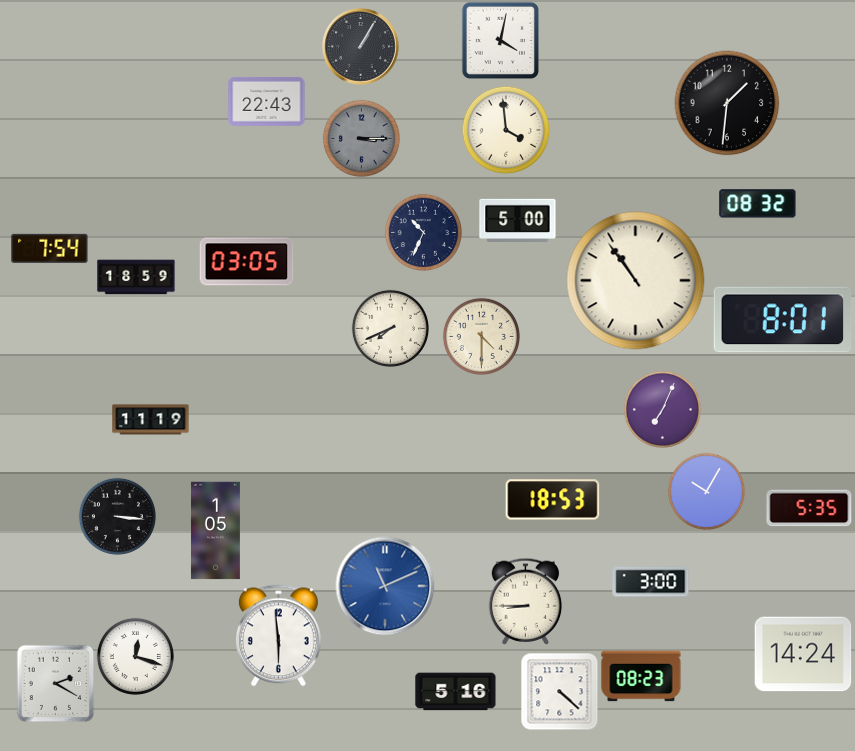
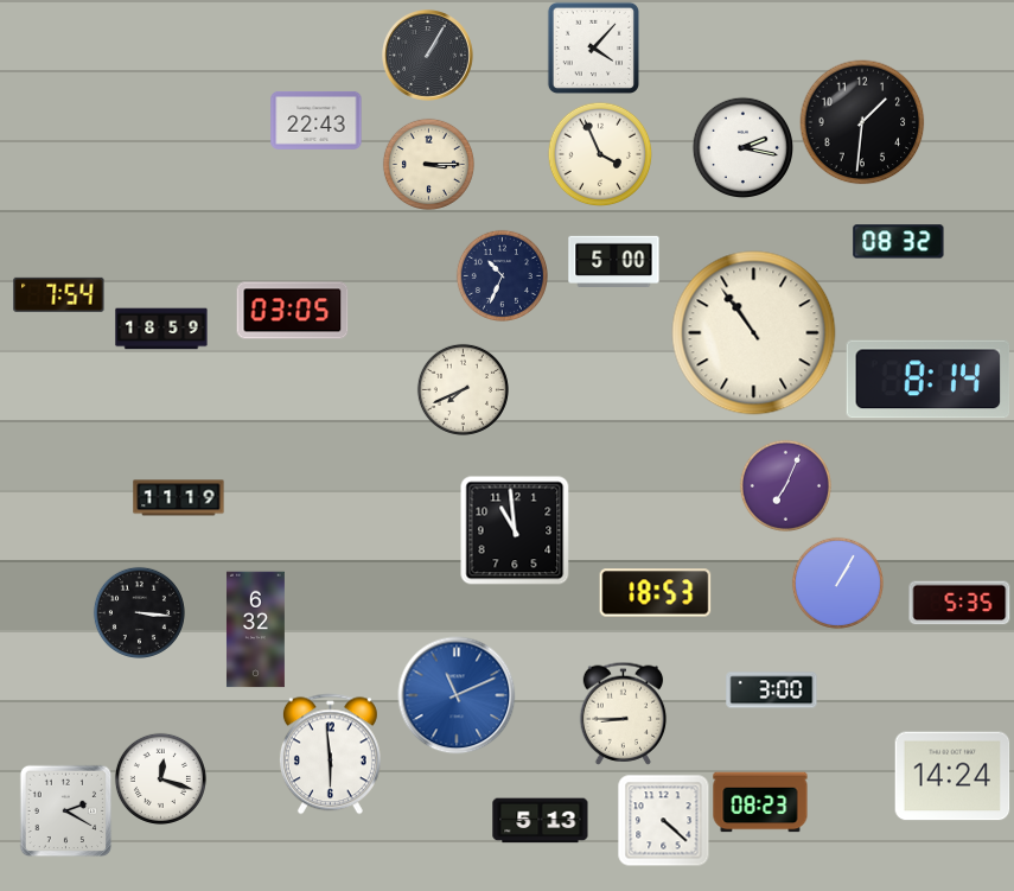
clock at (500, 40): 4:02 -> 4:07
clock at (742, 147): none -> 2:17
clock at (506, 130): 3:59 -> 3:56
clock at (361, 138) dial: grey -> cream
clock at (783, 320): 8:01 -> 8:14
clock at (481, 336): 4:30 -> none
clock at (515, 530): none -> 10:59
clock at (706, 491): 10:05 -> 1:05
clock at (215, 531): 1:05 -> 6:32
clock at (456, 692): 5:16 -> 5:13
